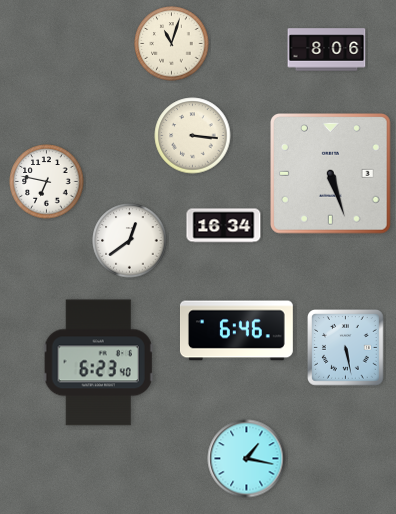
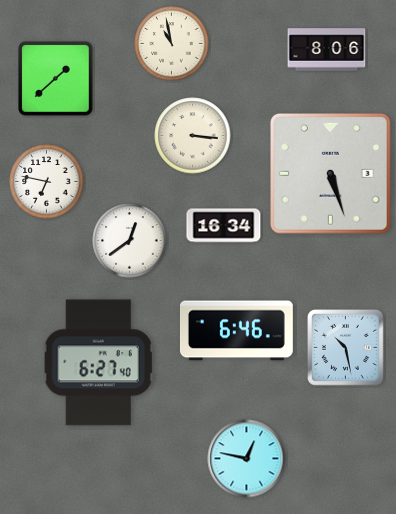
clock at (172, 44): 11:03 -> 10:58
clock at (56, 79): none -> 1:38
clock at (346, 348): 5:28 -> 10:28
clock at (98, 363): 6:23 -> 6:27
clock at (247, 459): 1:17 -> 12:47
